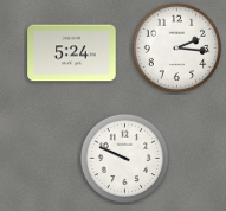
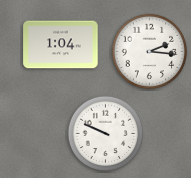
clock at (177, 49) position: (177, 49) -> (150, 52)
clock at (72, 53): 5:24 -> 1:04
